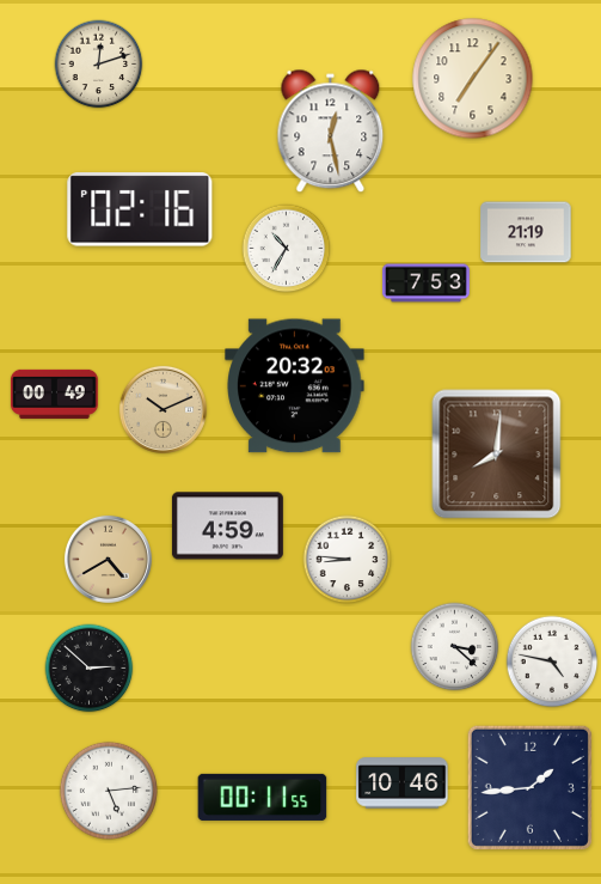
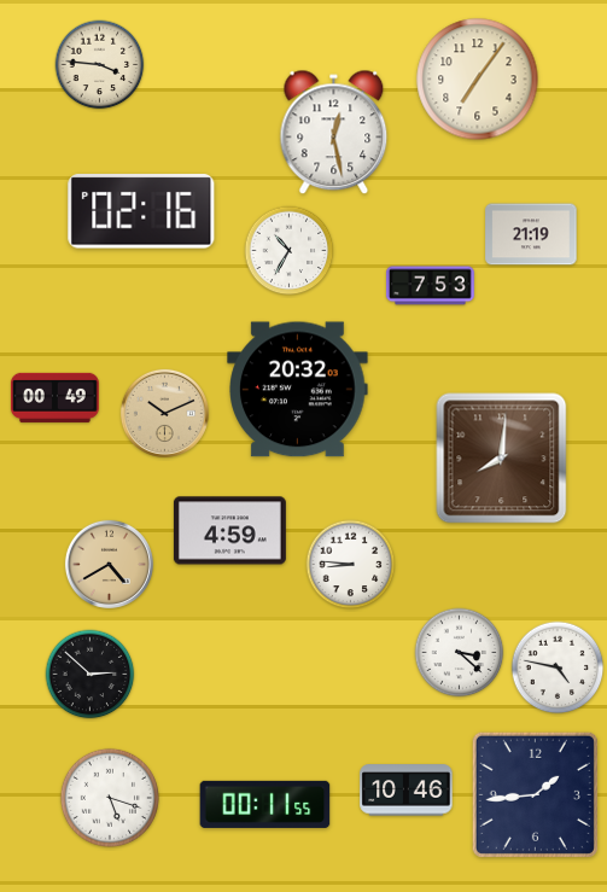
clock at (99, 65): 12:12 -> 3:46
clock at (109, 791): 5:14 -> 5:18
